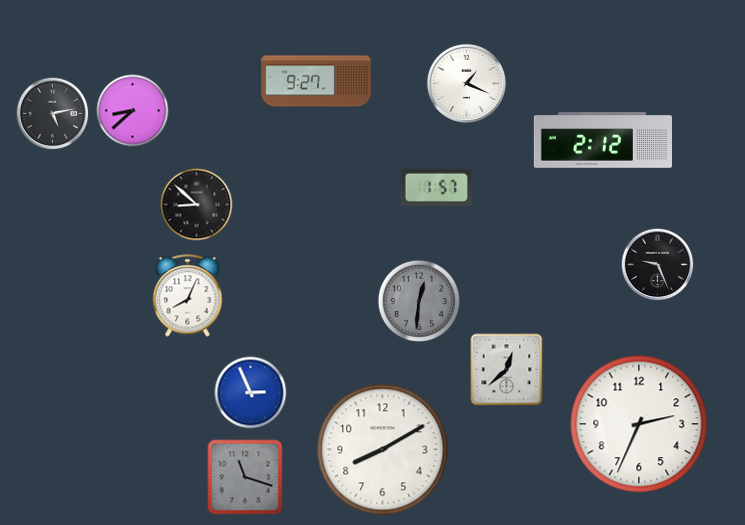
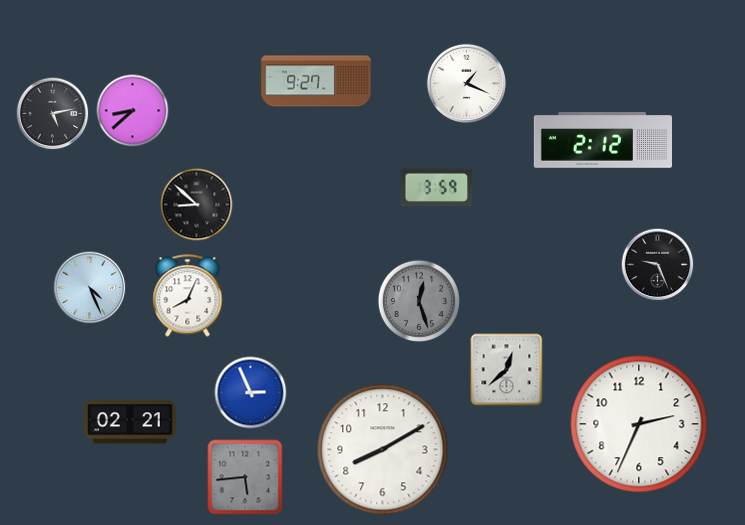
clock at (437, 188): 1:57 -> 3:59
clock at (90, 288): none -> 4:26
clock at (418, 300): 12:31 -> 12:27
clock at (131, 422): none -> 02:21
clock at (245, 477): 11:18 -> 5:44
